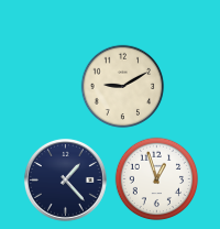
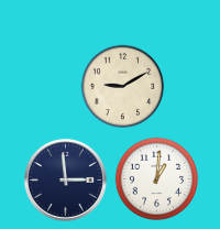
clock at (65, 179): 1:23 -> 2:59
clock at (157, 179): 12:57 -> 1:01
